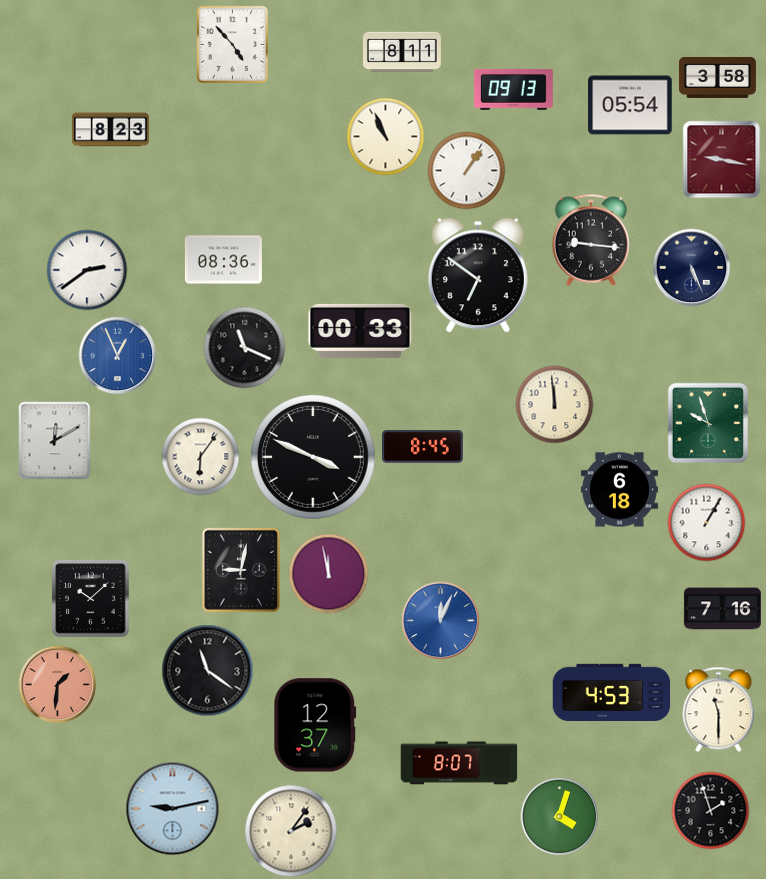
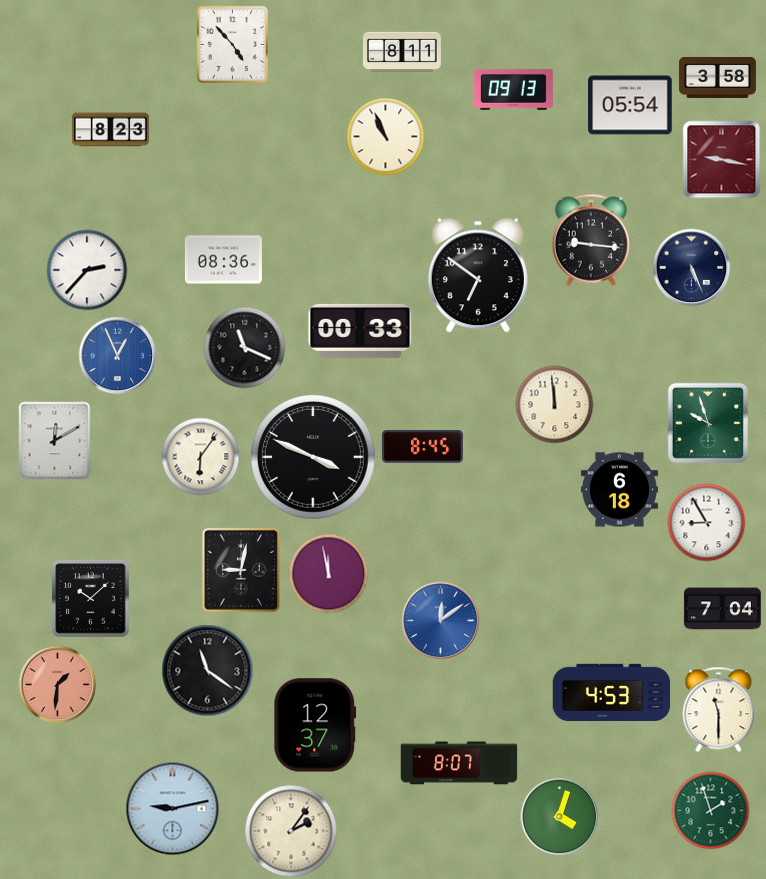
clock at (466, 170): 1:06 -> none
clock at (87, 270): 2:39 -> 2:37
clock at (706, 522): 1:05 -> 8:55
clock at (722, 609): 7:16 -> 7:04
clock at (440, 620): 12:04 -> 12:09
clock at (710, 810) dial: black -> green
